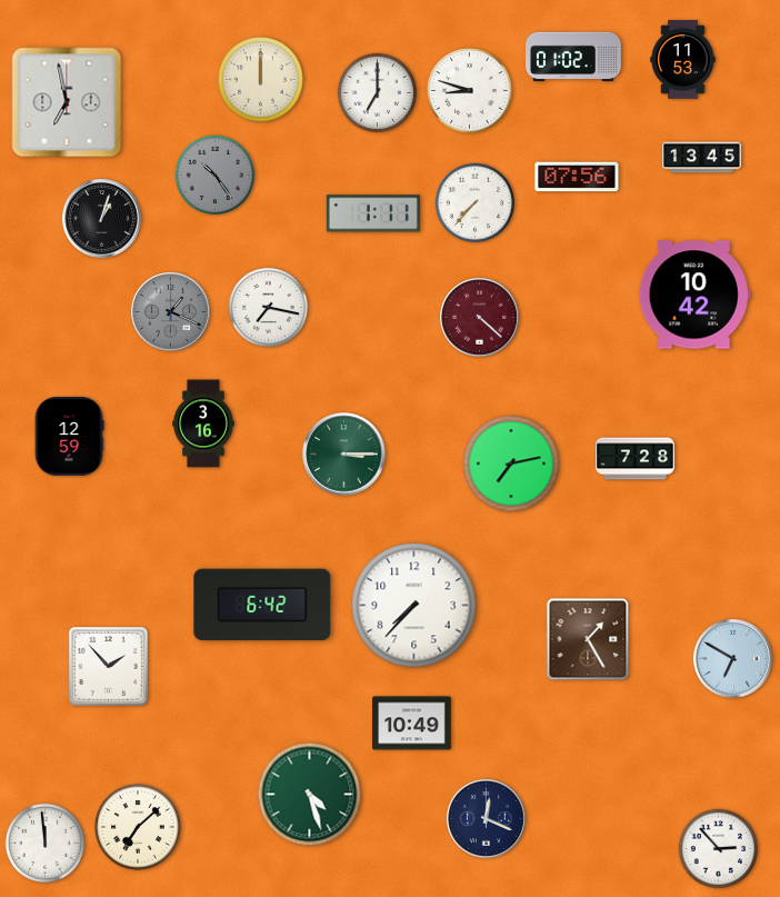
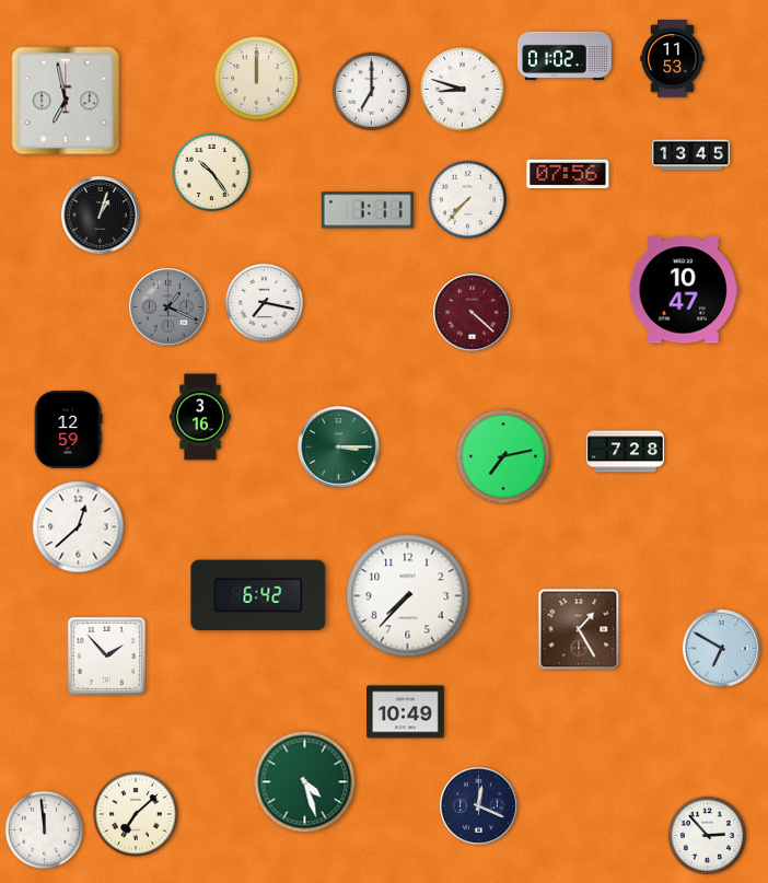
clock at (216, 176) dial: grey -> cream
clock at (694, 295): 10:42 -> 10:47
clock at (79, 527): none -> 12:38
